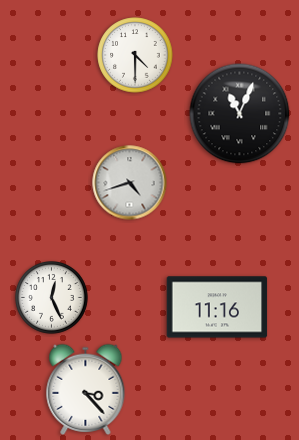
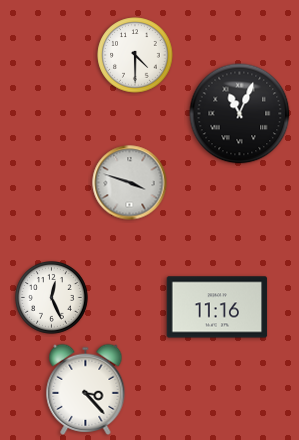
clock at (130, 183): 4:42 -> 3:48
